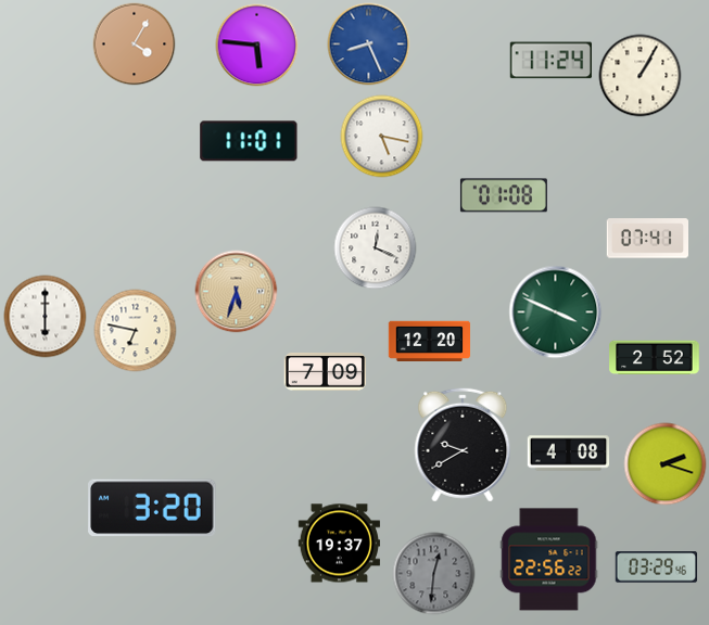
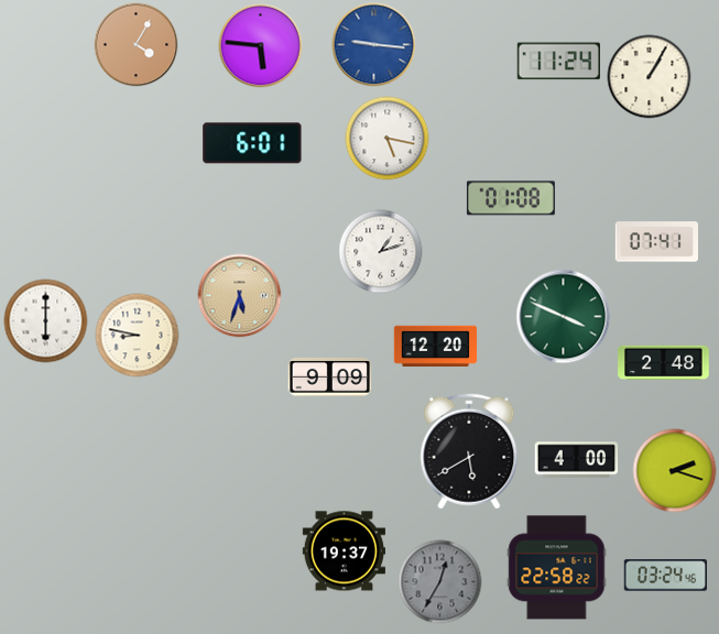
clock at (369, 44): 8:26 -> 9:16
clock at (249, 141): 11:01 -> 6:01
clock at (376, 248): 12:19 -> 1:12
clock at (136, 331): 6:47 -> 8:47
clock at (655, 358): 2:52 -> 2:48
clock at (325, 372): 7:09 -> 9:09
clock at (463, 445): 9:40 -> 5:40
clock at (569, 454): 4:08 -> 4:00
clock at (152, 508): 3:20 -> none
clock at (549, 560): 22:56 -> 22:58
clock at (656, 567): 03:29 -> 03:24
clock at (434, 574): 12:31 -> 12:35
